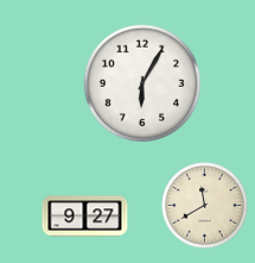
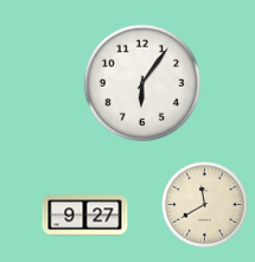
clock at (141, 82): 6:05 -> 6:06
